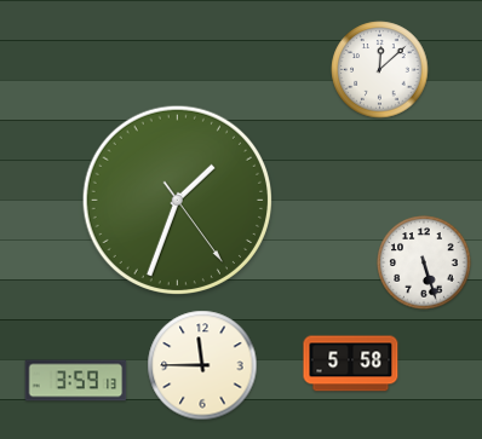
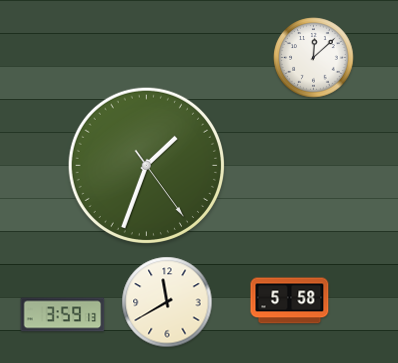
clock at (424, 262): 5:27 -> none
clock at (202, 365): 11:45 -> 11:40
